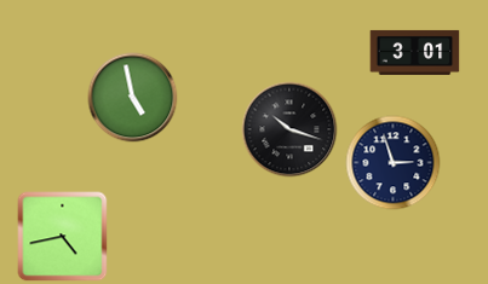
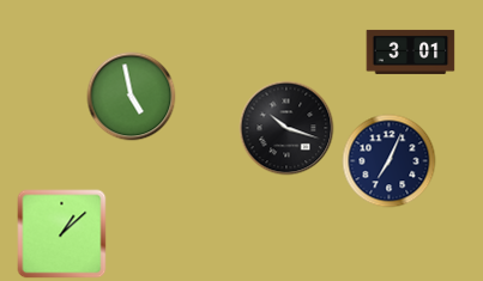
clock at (394, 163): 2:57 -> 7:04
clock at (63, 237): 4:43 -> 1:08
